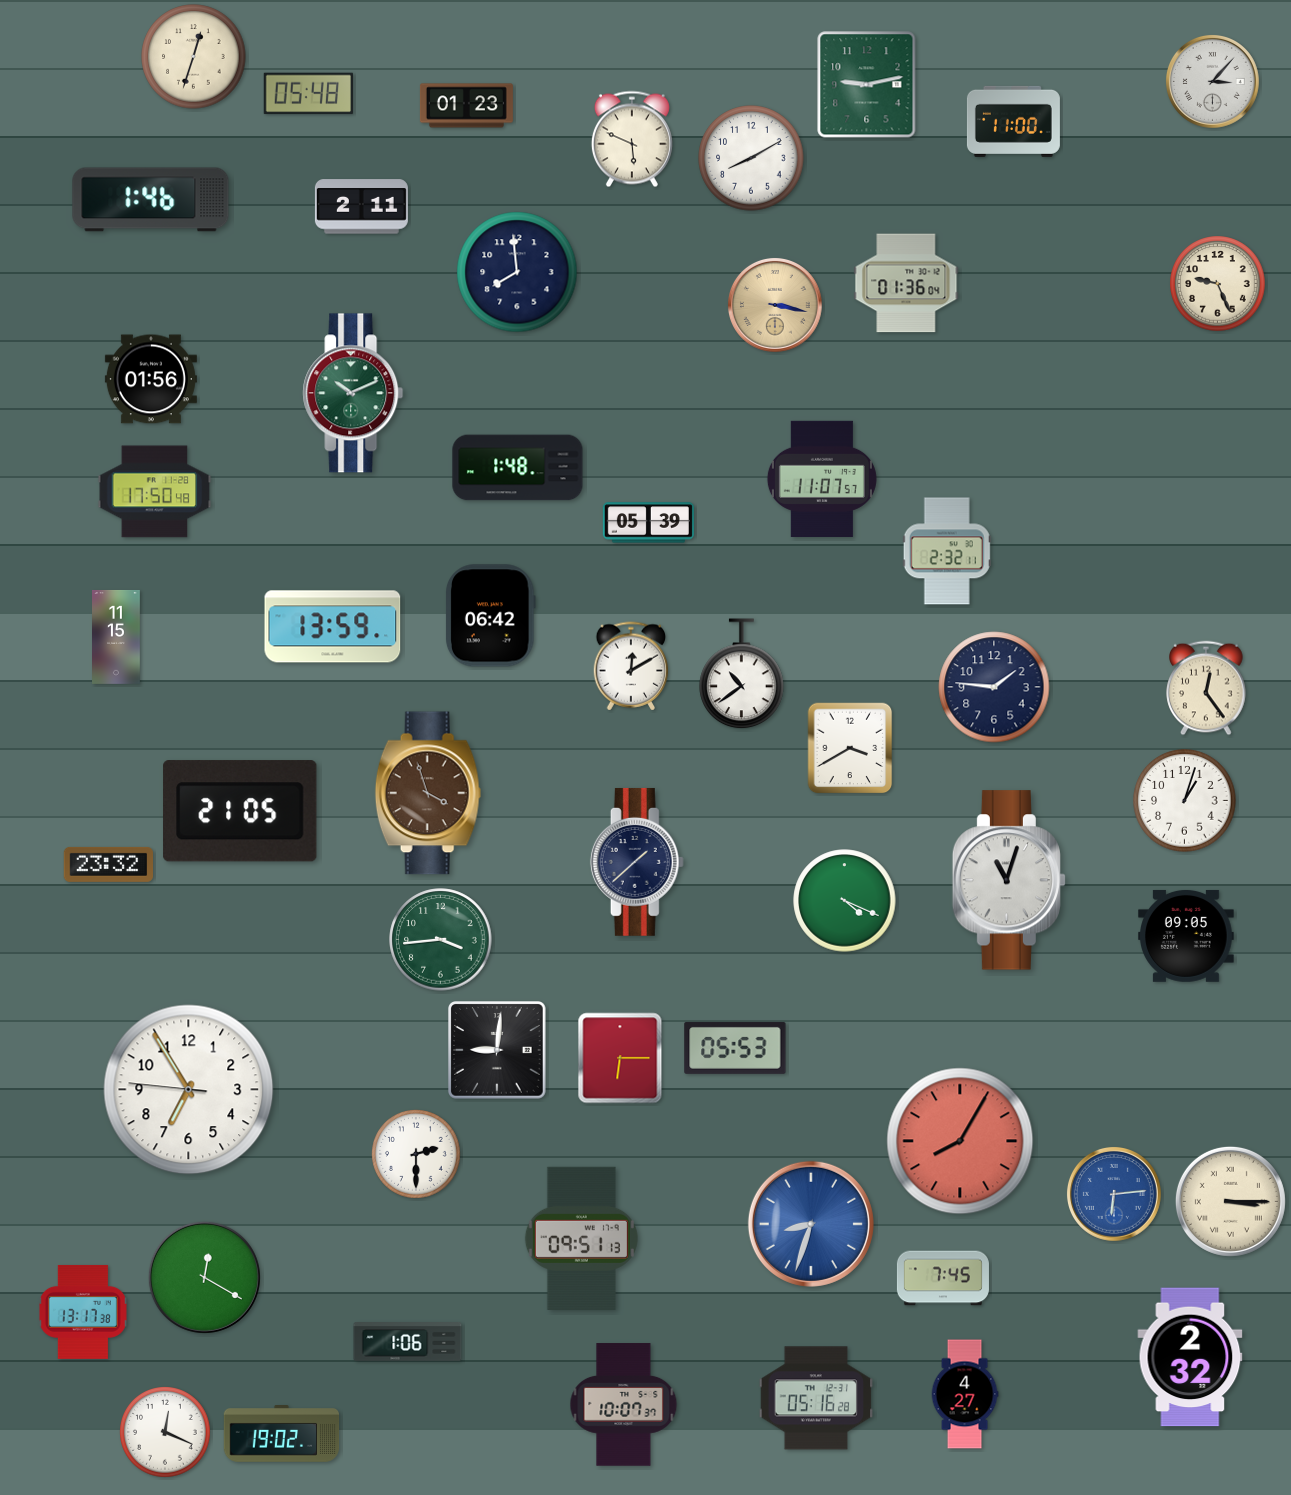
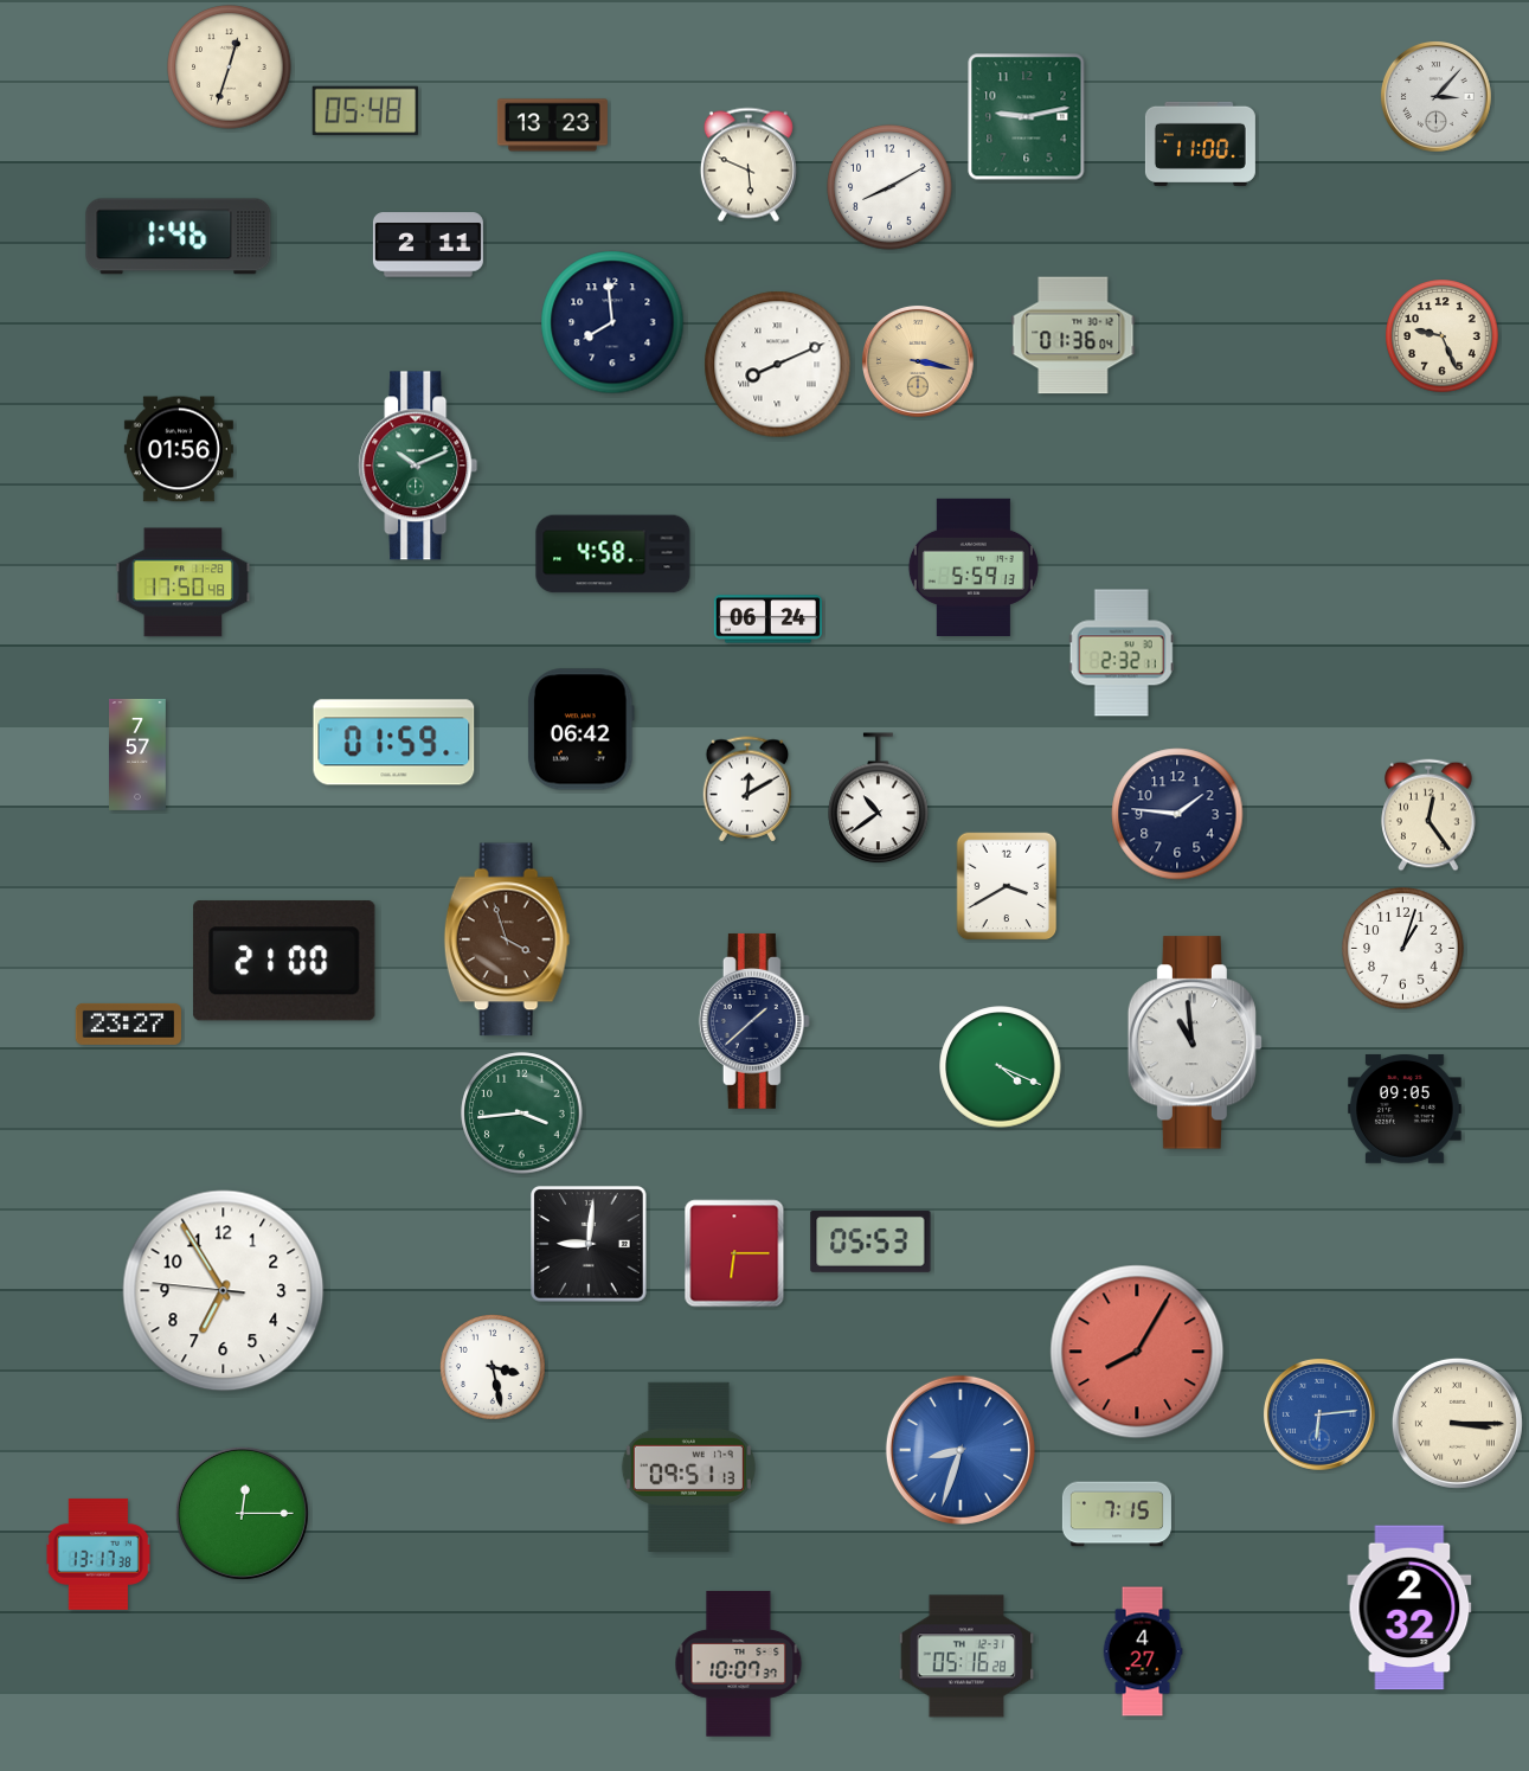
clock at (867, 85) position: (867, 85) -> (1027, 117)
clock at (466, 106): 01:23 -> 13:23
clock at (778, 365): none -> 8:11
clock at (518, 468): 1:48 -> 4:58
clock at (822, 478): 11:07 -> 5:59
clock at (648, 523): 05:39 -> 06:24
clock at (333, 627): 13:59 -> 01:59
clock at (117, 637): 11:15 -> 7:57
clock at (240, 811): 21:05 -> 21:00
clock at (108, 864): 23:32 -> 23:27
clock at (1008, 880): 11:03 -> 10:59
clock at (417, 1155): 2:30 -> 3:28
clock at (204, 1277): 12:20 -> 12:15
clock at (943, 1278): 7:45 -> 7:15
clock at (408, 1342): 1:06 -> none
clock at (166, 1433): 12:19 -> none
clock at (282, 1434): 19:02 -> none
